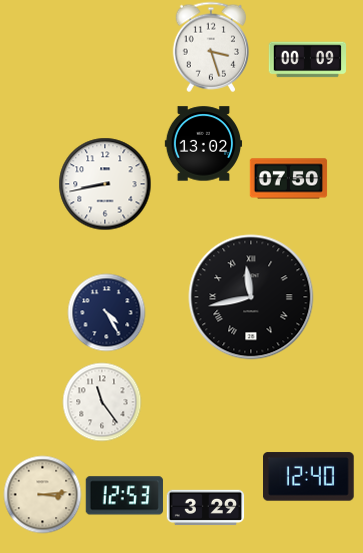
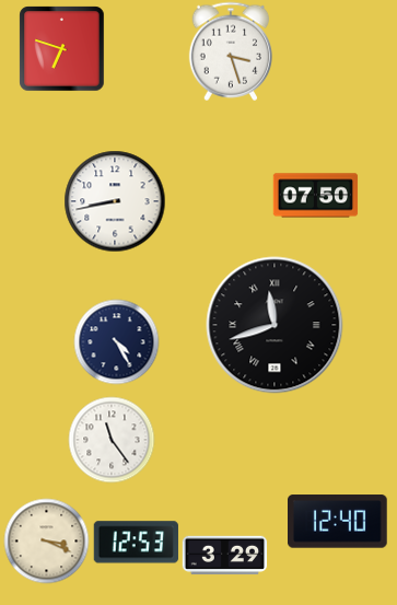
clock at (61, 48): none -> 6:48
clock at (307, 60): 00:09 -> none
clock at (203, 144): 13:02 -> none
clock at (251, 297): 11:43 -> 11:42
clock at (42, 494): 3:14 -> 3:19
